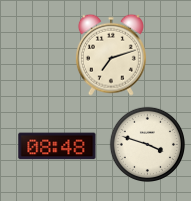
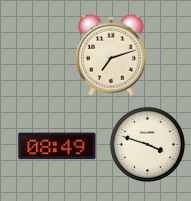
clock at (57, 146): 08:48 -> 08:49
